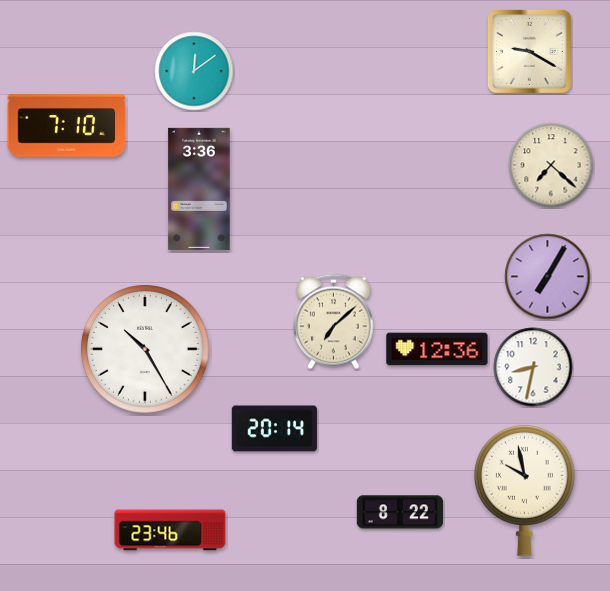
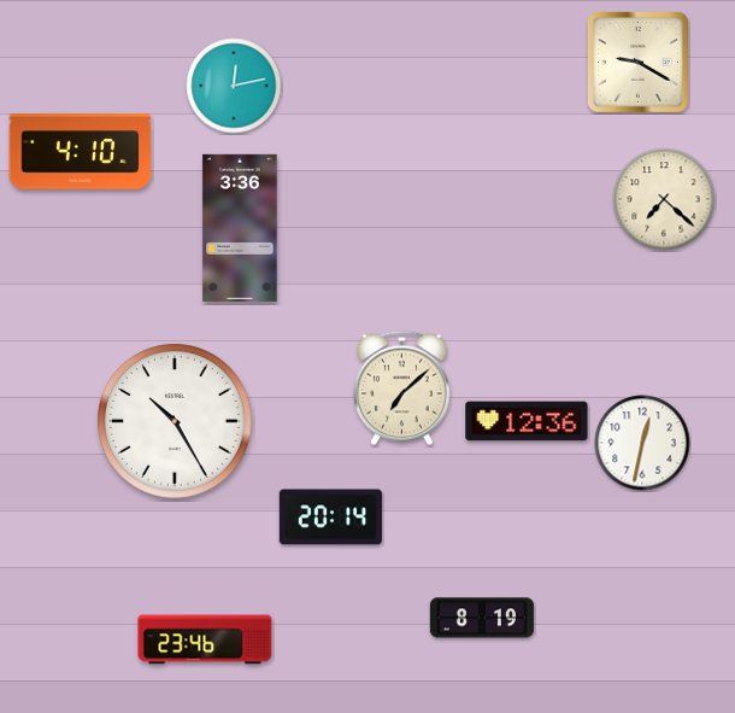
clock at (194, 71): 12:09 -> 12:13
clock at (67, 126): 7:10 -> 4:10
clock at (548, 277): 7:05 -> none
clock at (533, 367): 8:32 -> 12:32
clock at (524, 490): 9:58 -> none
clock at (400, 512): 8:22 -> 8:19
